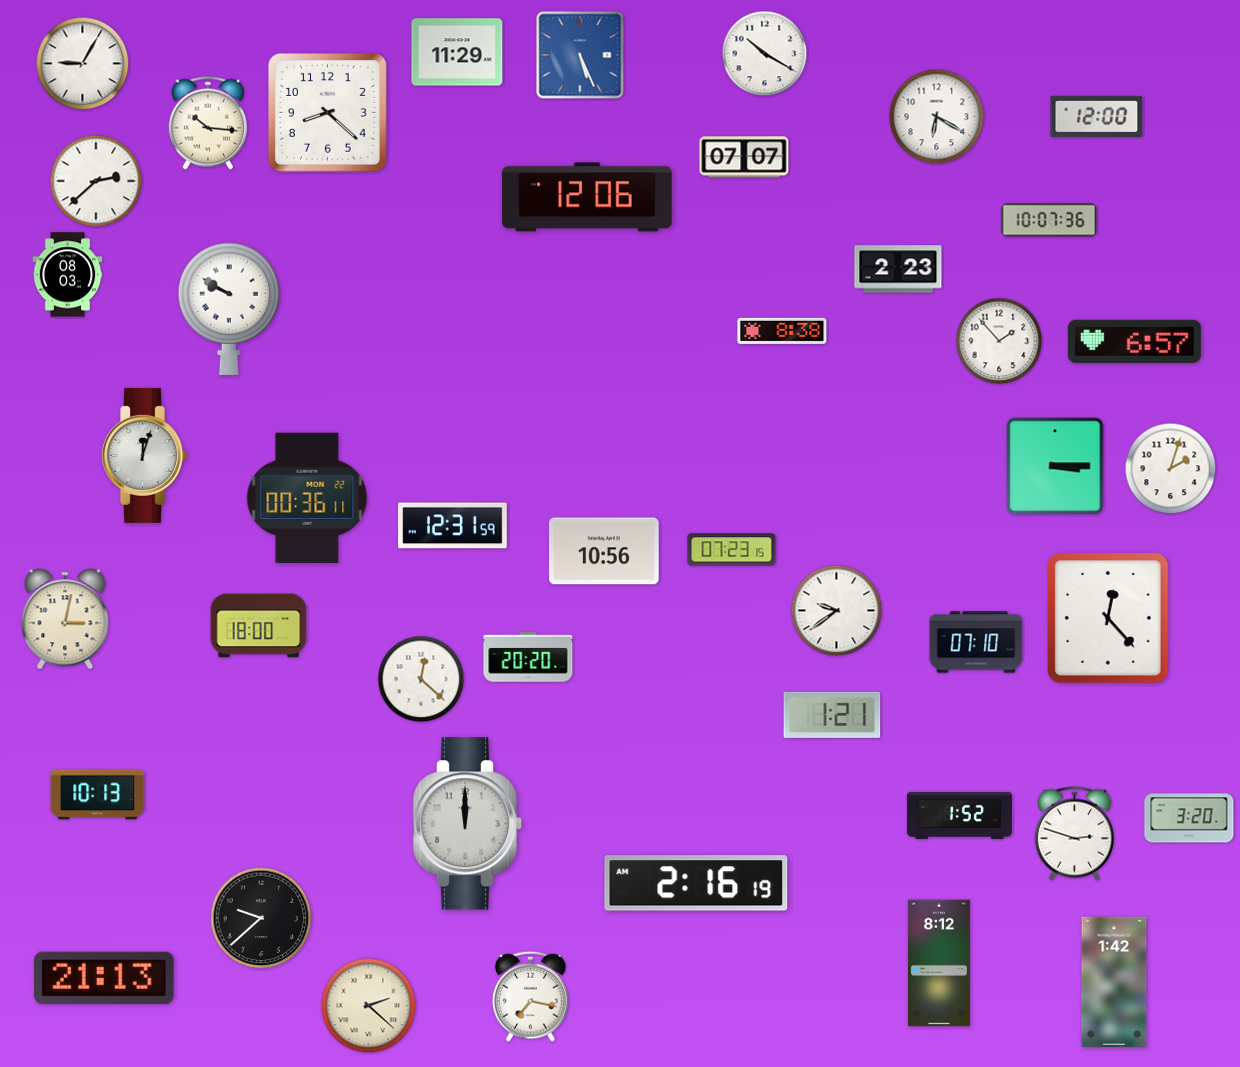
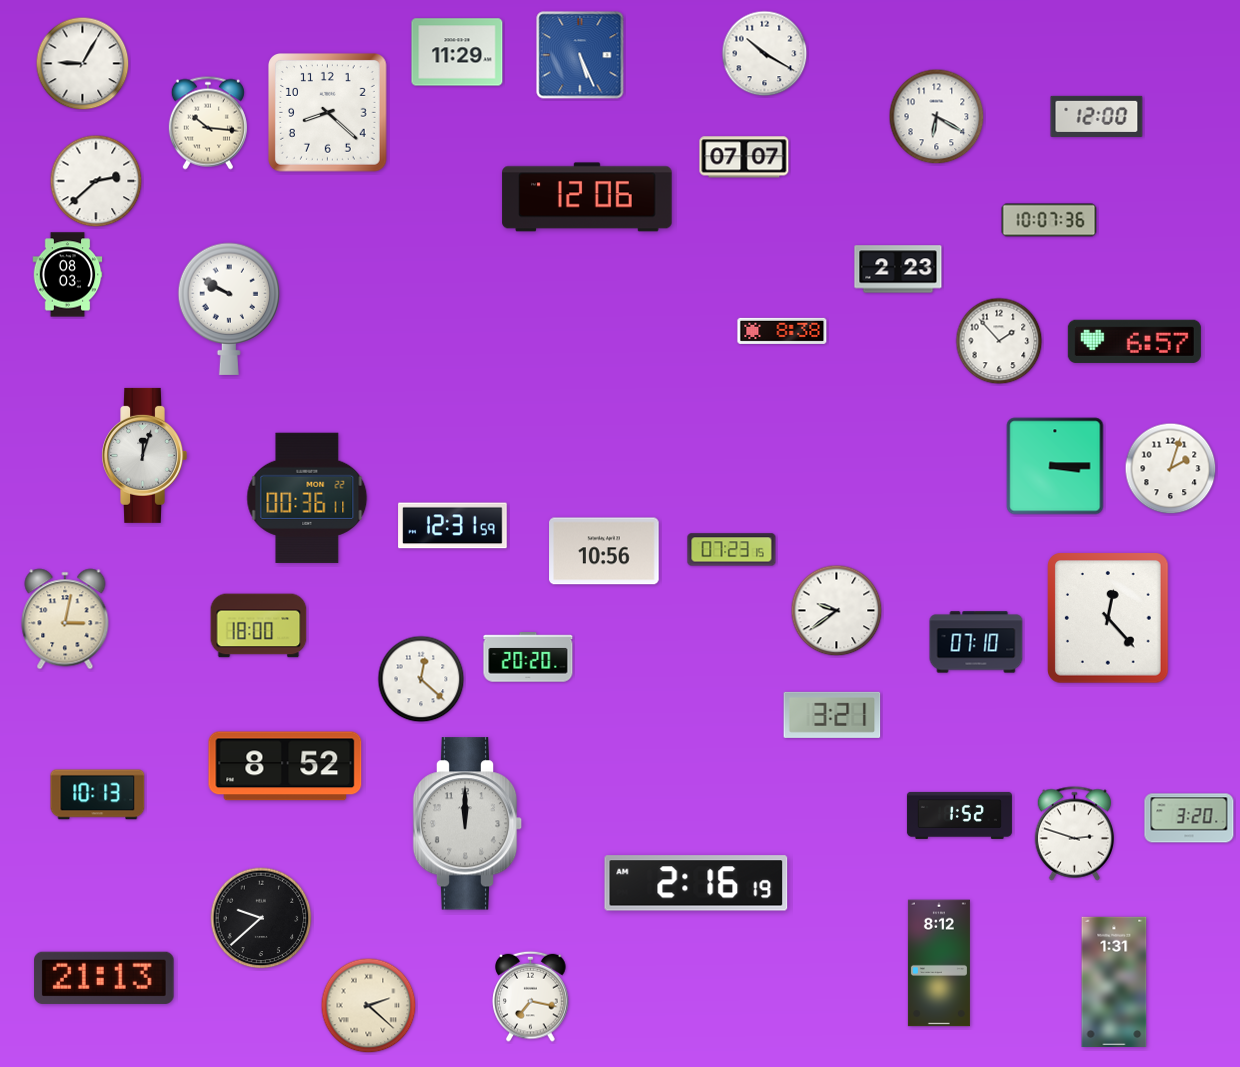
clock at (832, 715): 1:21 -> 3:21
clock at (285, 766): none -> 8:52
clock at (1114, 981): 1:42 -> 1:31
